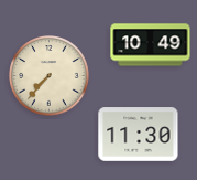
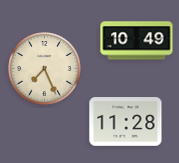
clock at (50, 76): 7:37 -> 7:26
clock at (139, 135): 11:30 -> 11:28
